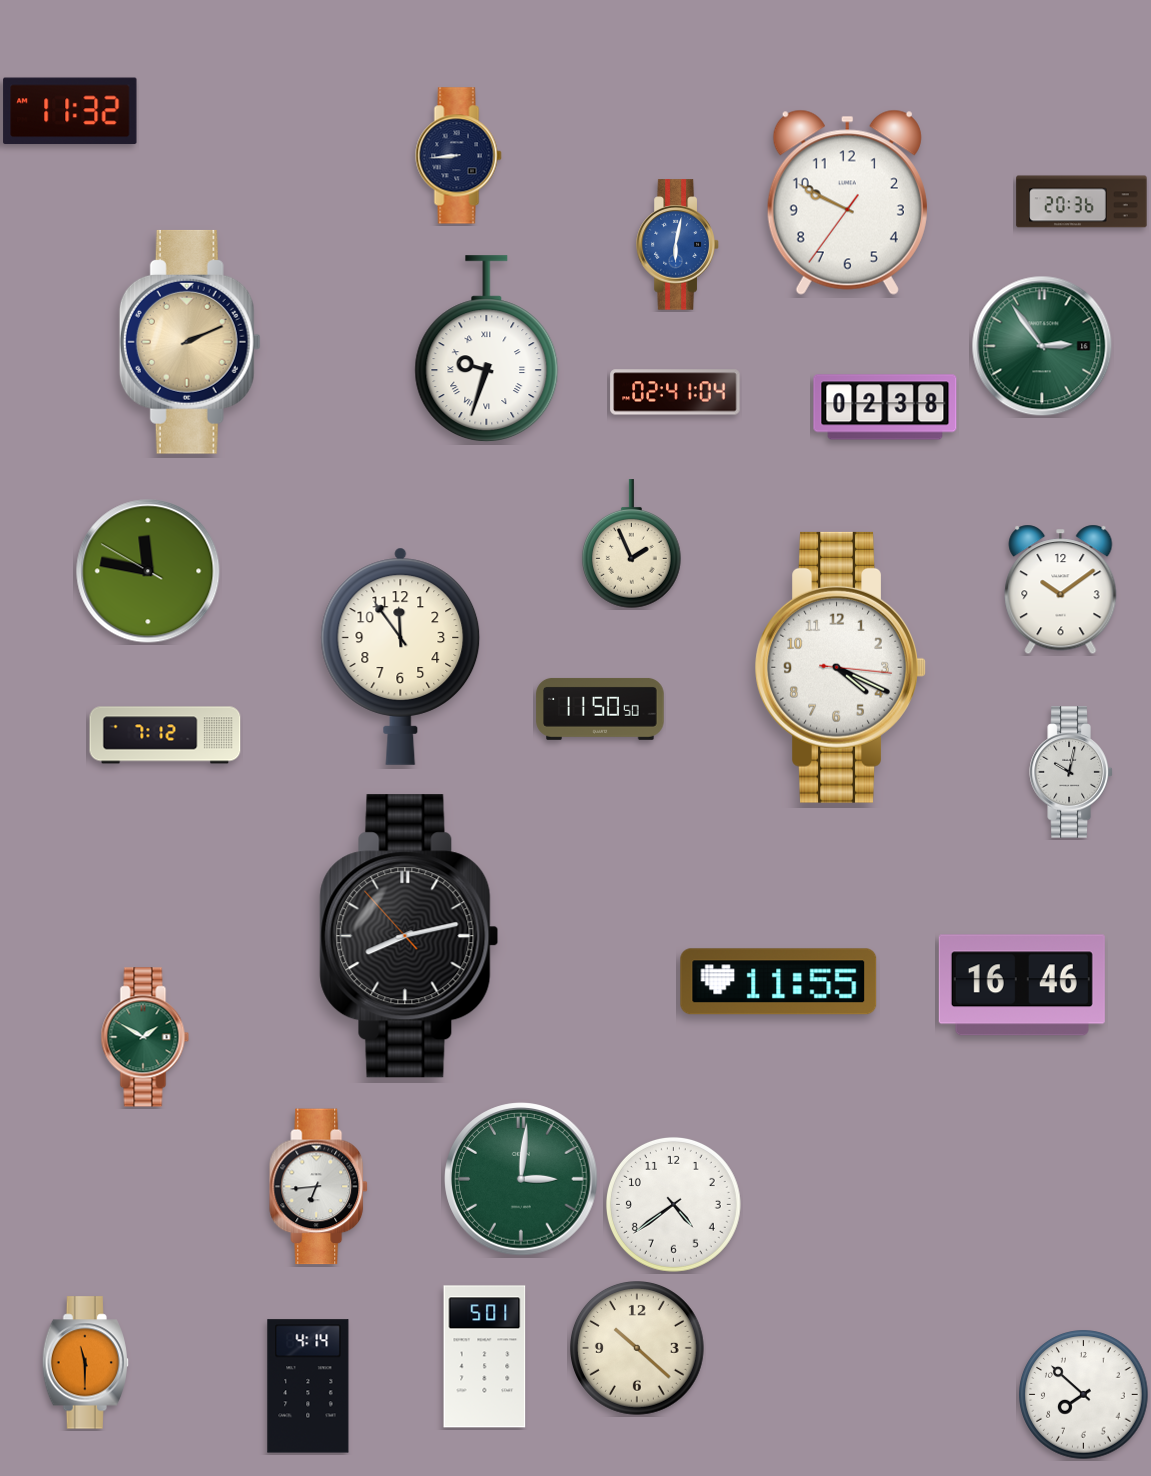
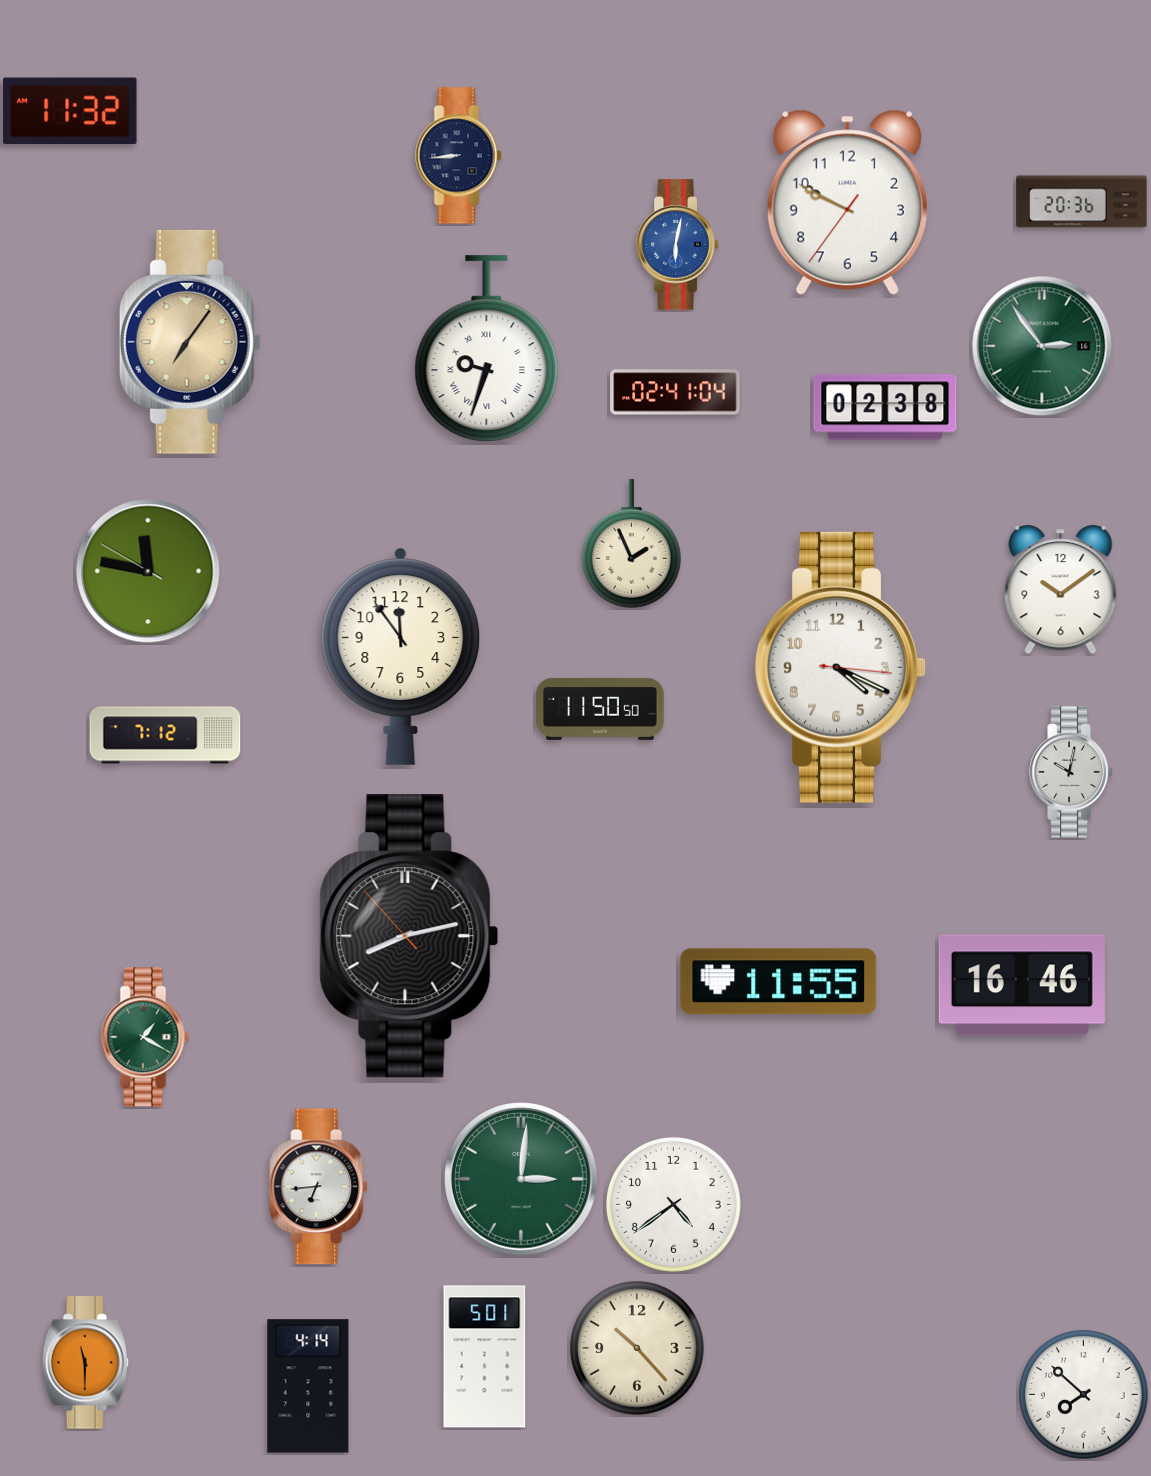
clock at (190, 342): 2:11 -> 7:06
clock at (145, 1037): 1:50 -> 1:20
clock at (638, 1349): 10:22 -> 10:23
